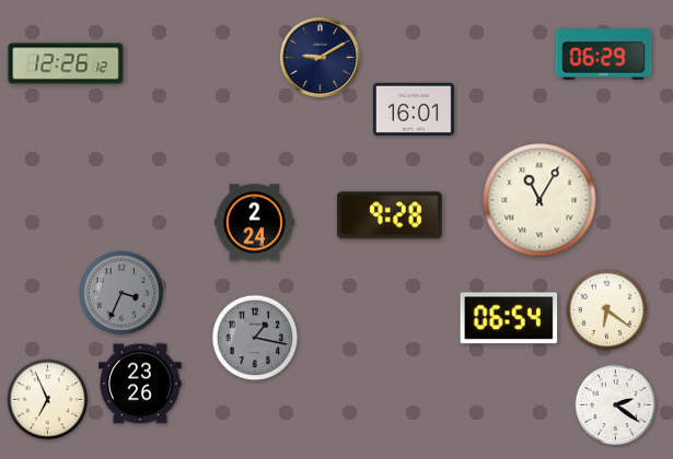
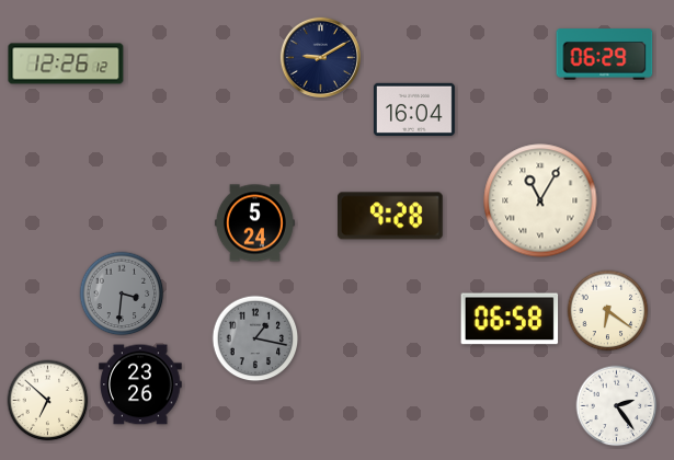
clock at (414, 109): 16:01 -> 16:04
clock at (254, 223): 2:24 -> 5:24
clock at (121, 293): 3:34 -> 3:31
clock at (509, 318): 06:54 -> 06:58
clock at (48, 400): 6:56 -> 6:52
clock at (616, 405): 2:21 -> 2:24
